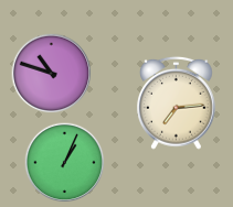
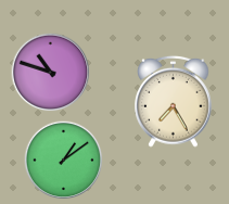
clock at (177, 102): 7:14 -> 7:25
clock at (65, 163): 1:04 -> 1:09
